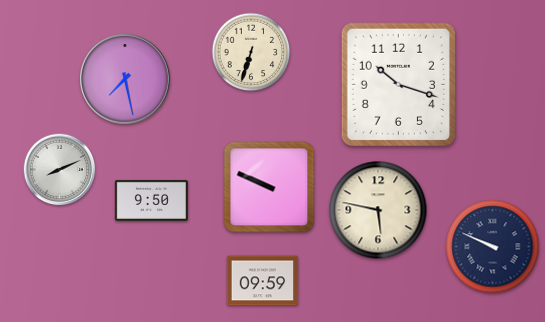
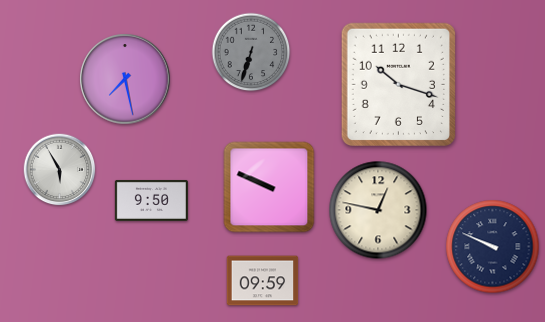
clock at (251, 52) dial: cream -> grey
clock at (60, 170): 8:11 -> 5:55
clock at (378, 210): 5:47 -> 12:47
